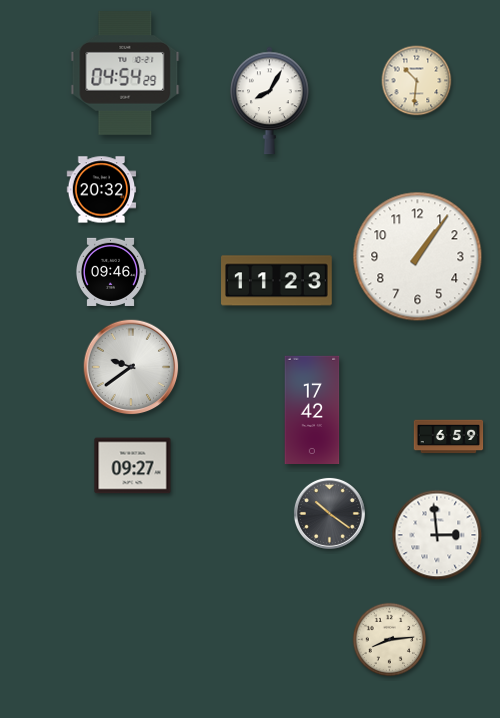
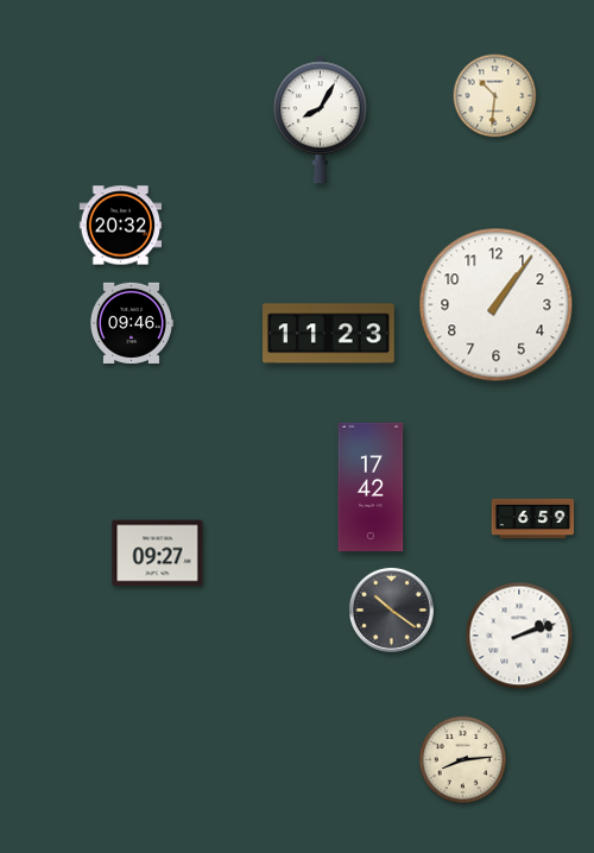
clock at (125, 74): 04:54 -> none
clock at (131, 367): 9:39 -> none
clock at (437, 535): 2:59 -> 2:12
